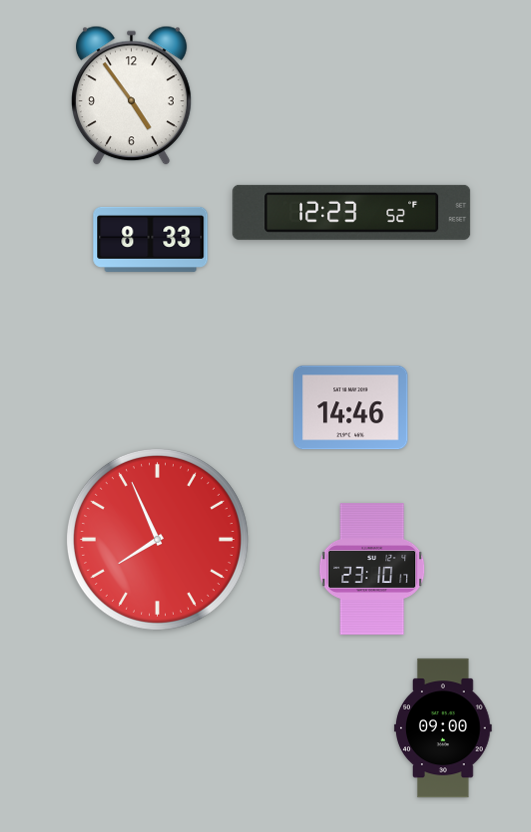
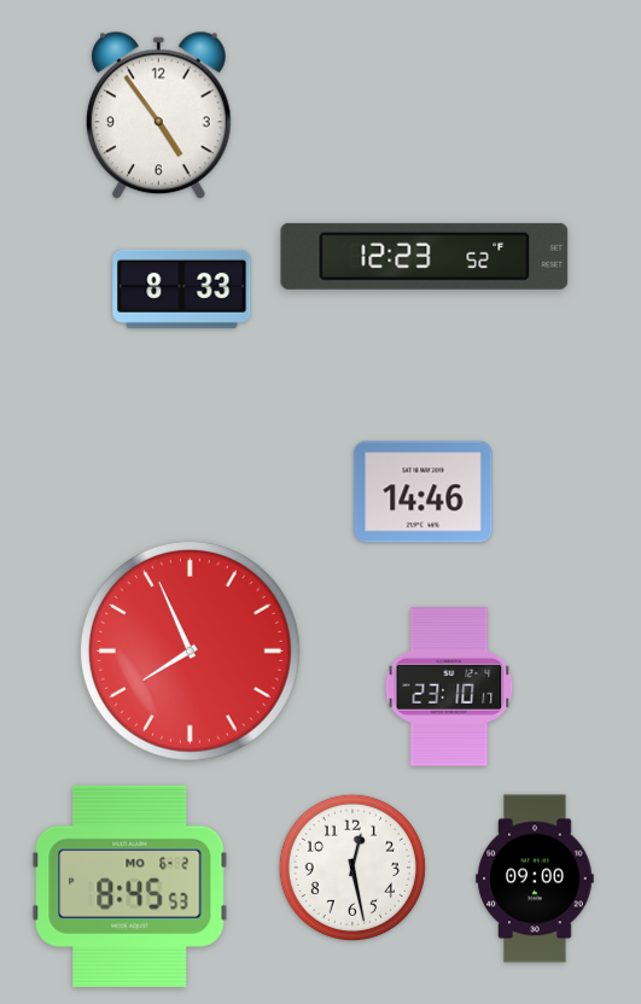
clock at (352, 868): none -> 12:28
clock at (130, 886): none -> 8:45
